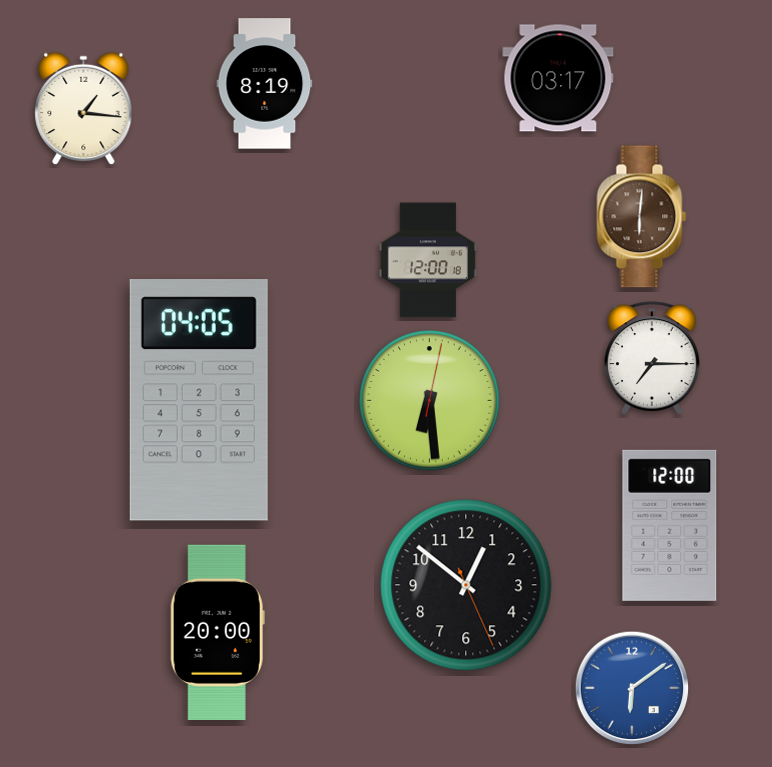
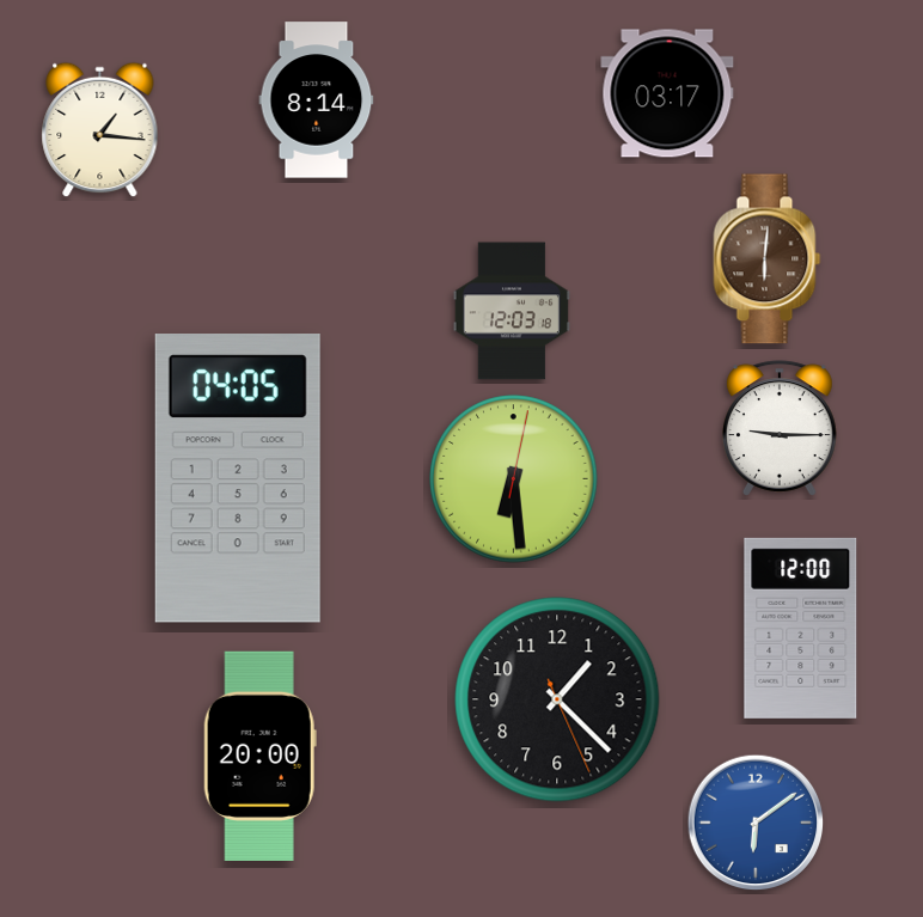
clock at (265, 84): 8:19 -> 8:14
clock at (428, 260): 12:00 -> 12:03
clock at (652, 358): 7:15 -> 9:15
clock at (466, 585): 12:51 -> 1:22
